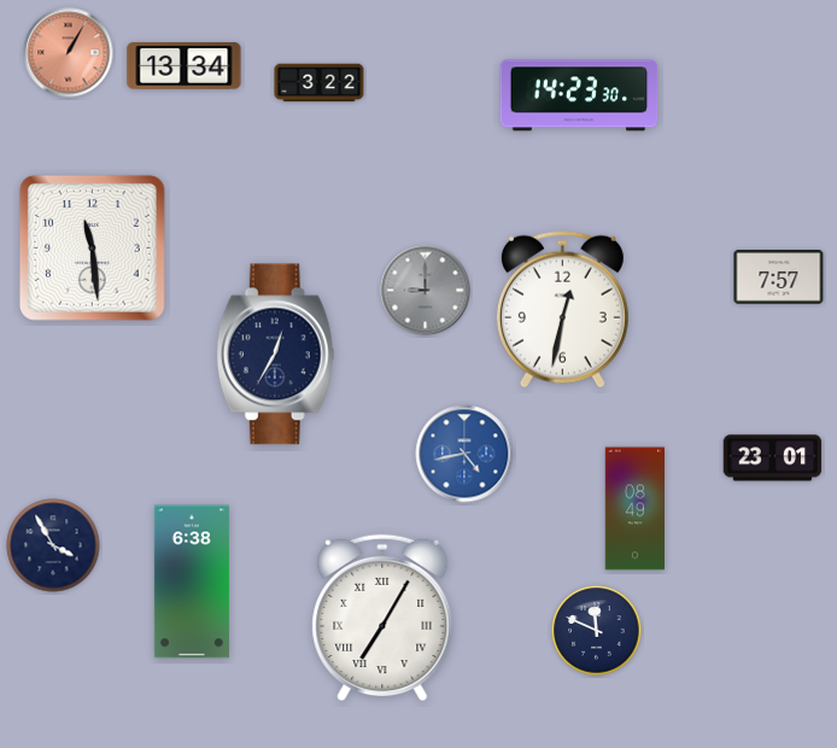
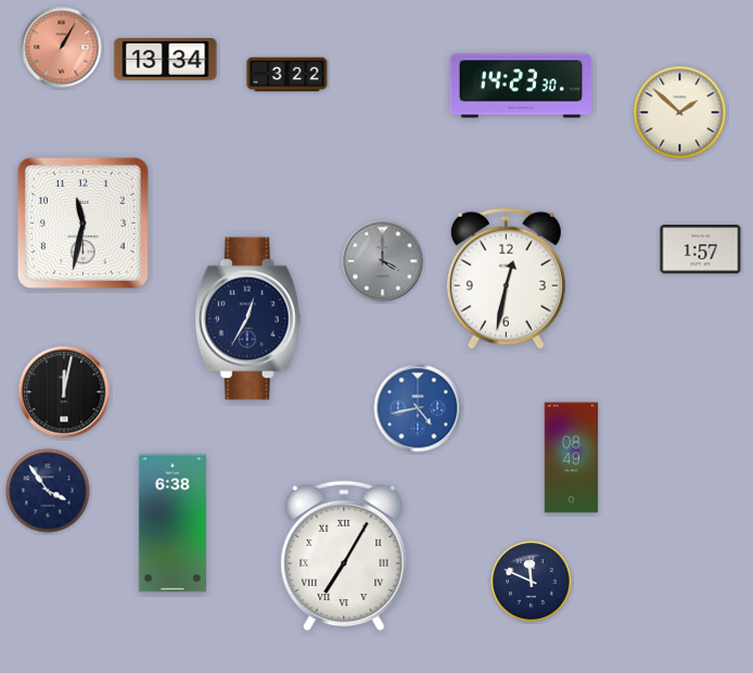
clock at (680, 113): none -> 1:52
clock at (92, 247): 11:29 -> 11:32
clock at (779, 277): 7:57 -> 1:57
clock at (426, 291): 9:00 -> 4:00
clock at (64, 392): none -> 12:02
clock at (773, 458): 23:01 -> none
clock at (53, 545): 3:55 -> 3:54
clock at (597, 631) position: (597, 631) -> (532, 582)
